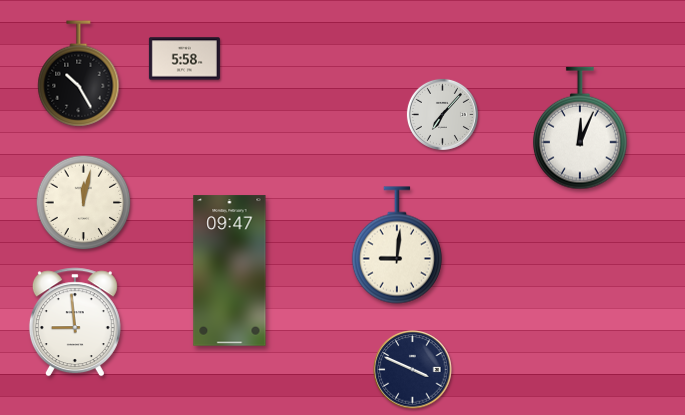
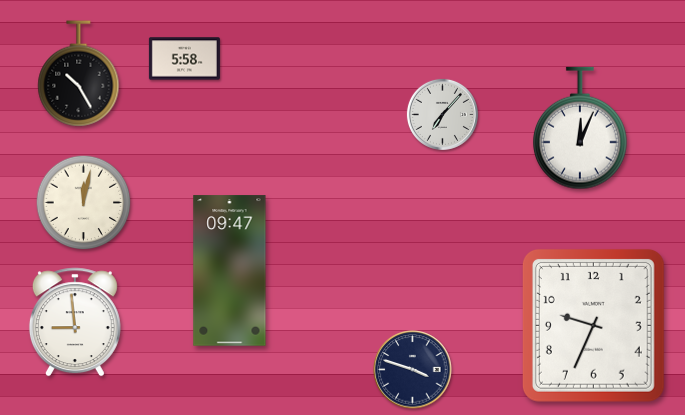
clock at (397, 245): 9:01 -> none
clock at (593, 325): none -> 9:34
clock at (413, 370): 3:49 -> 3:48
